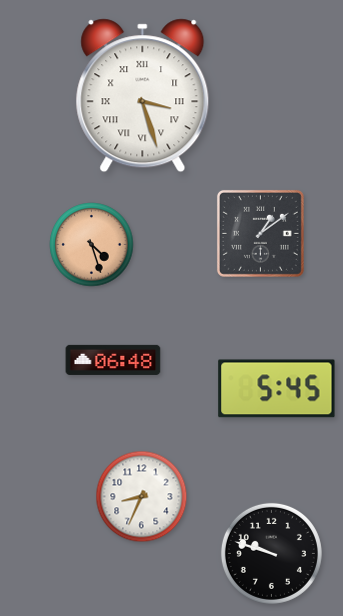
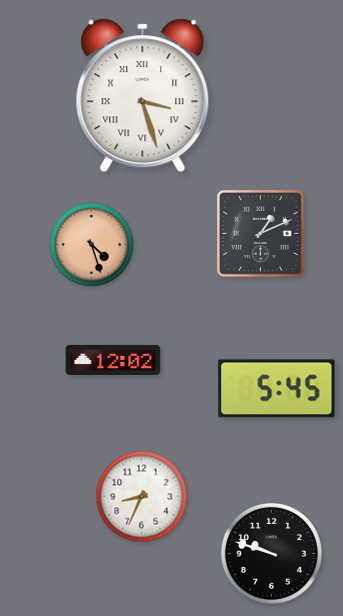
clock at (260, 233): 1:09 -> 1:11
clock at (113, 360): 06:48 -> 12:02
